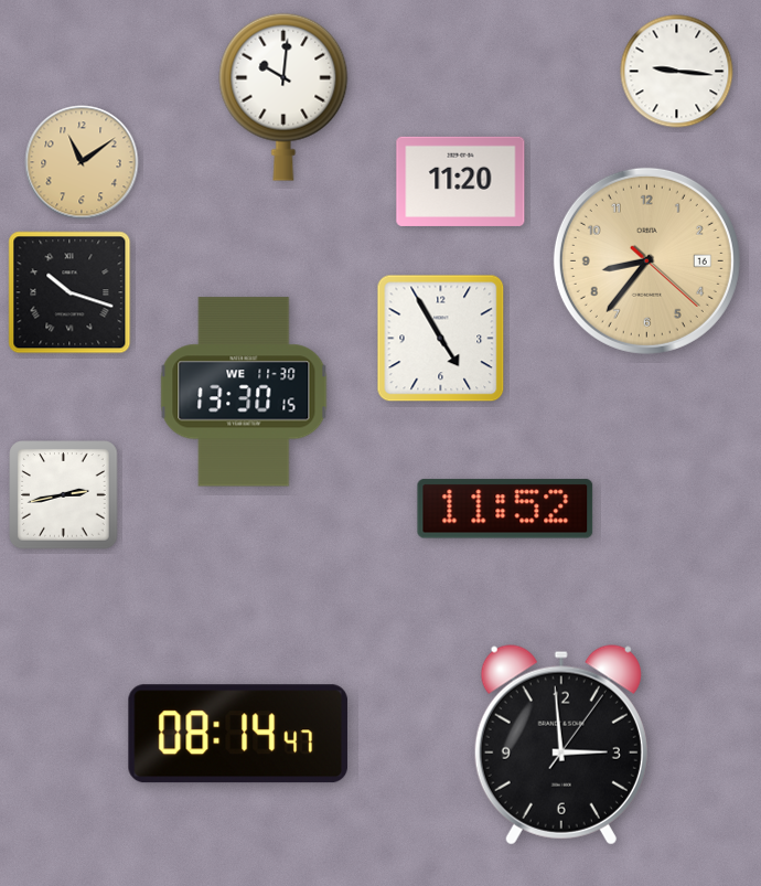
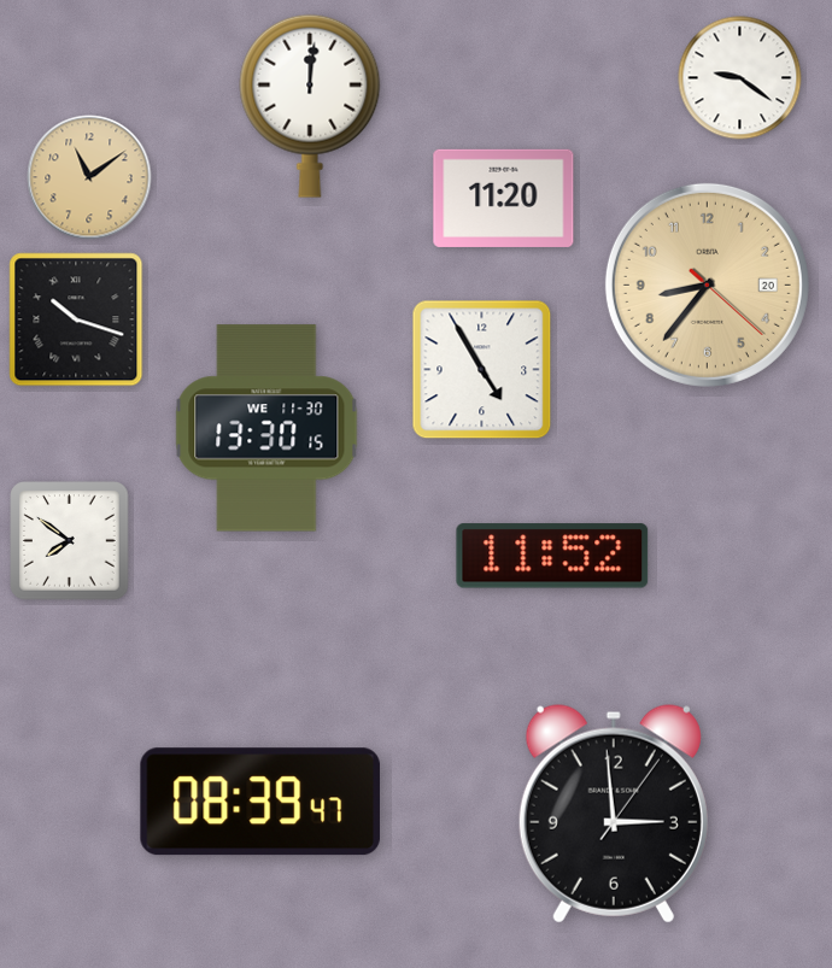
clock at (677, 72): 9:16 -> 9:21
clock at (283, 97): 10:01 -> 12:01
clock at (646, 260) date: 16 -> 20
clock at (64, 495): 2:43 -> 7:51
clock at (238, 734): 08:14 -> 08:39
